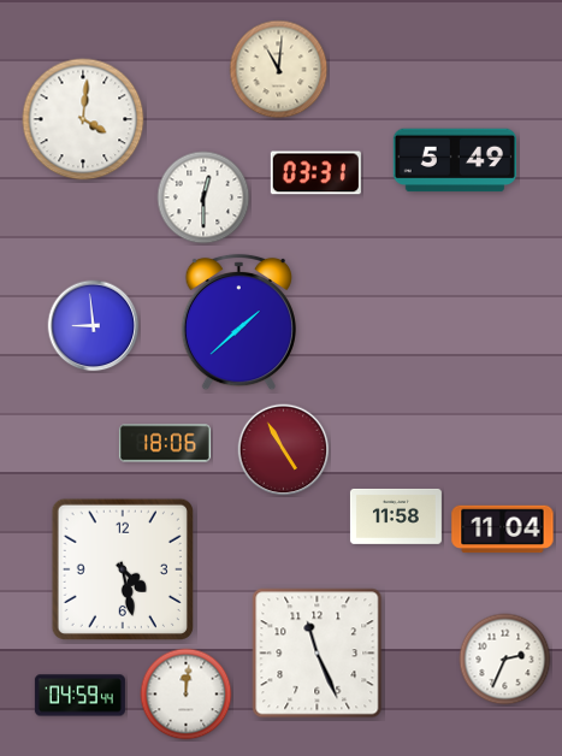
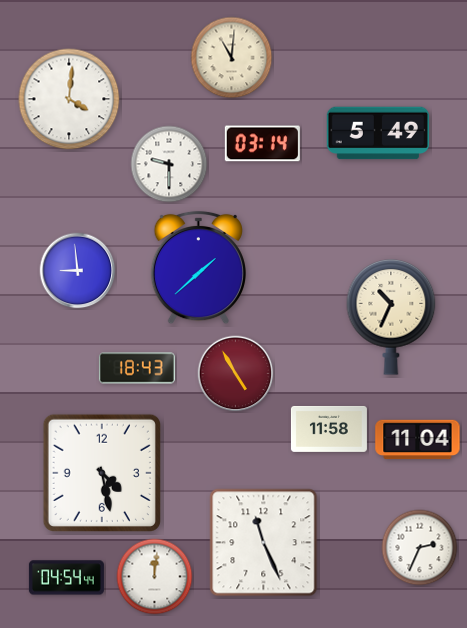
clock at (315, 173): 03:31 -> 03:14
clock at (203, 197): 12:30 -> 9:30
clock at (391, 318): none -> 10:34
clock at (165, 443): 18:06 -> 18:43
clock at (79, 696): 04:59 -> 04:54
